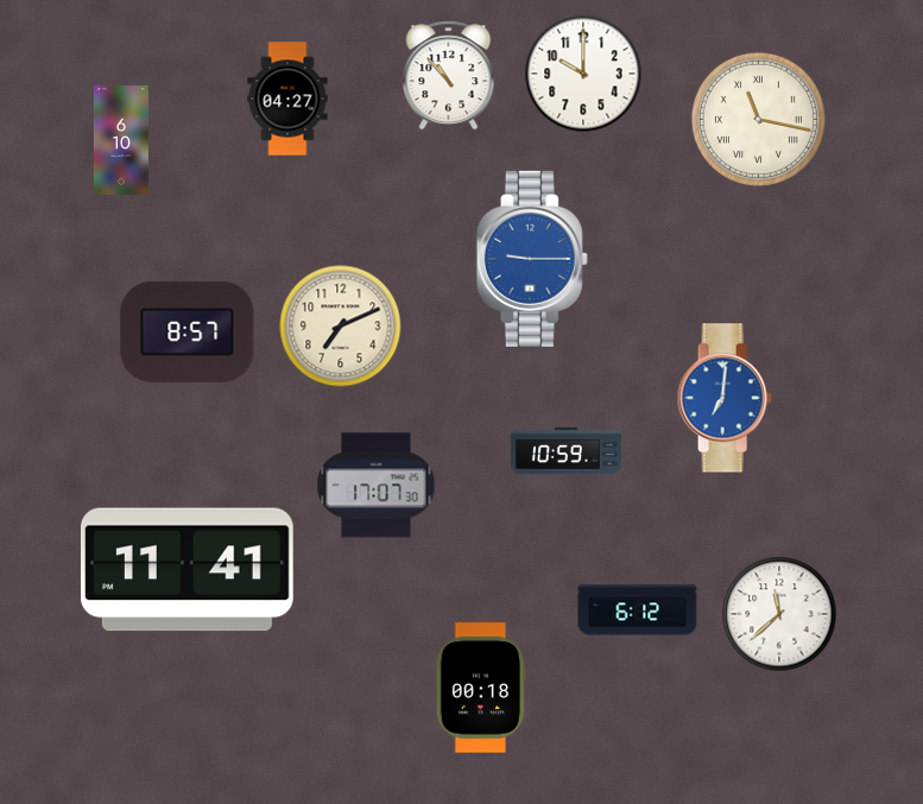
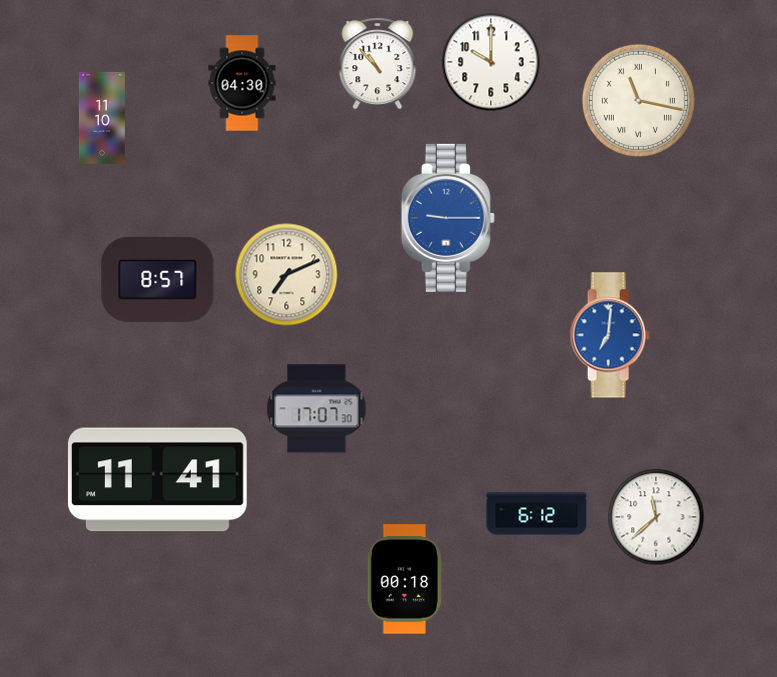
clock at (287, 99): 04:27 -> 04:30
clock at (121, 140): 6:10 -> 11:10
clock at (567, 450): 10:59 -> none
